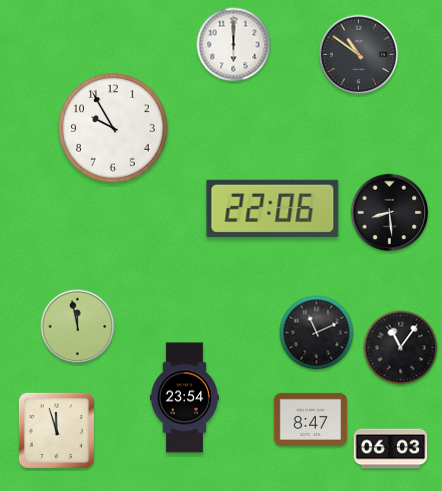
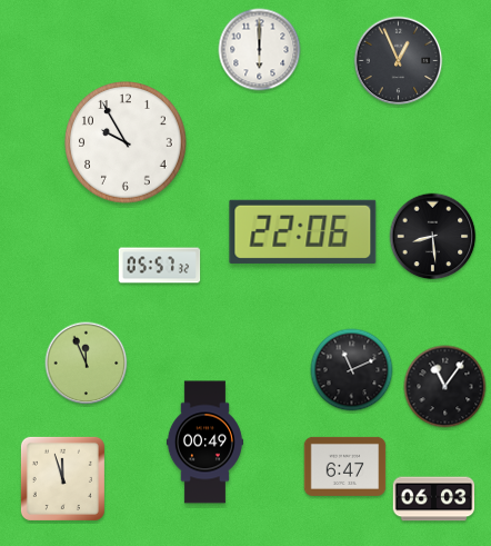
clock at (359, 55): 10:51 -> 12:56
clock at (160, 266): none -> 05:57
clock at (78, 327): 11:58 -> 11:56
clock at (184, 398): 23:54 -> 00:49
clock at (311, 419): 8:47 -> 6:47
